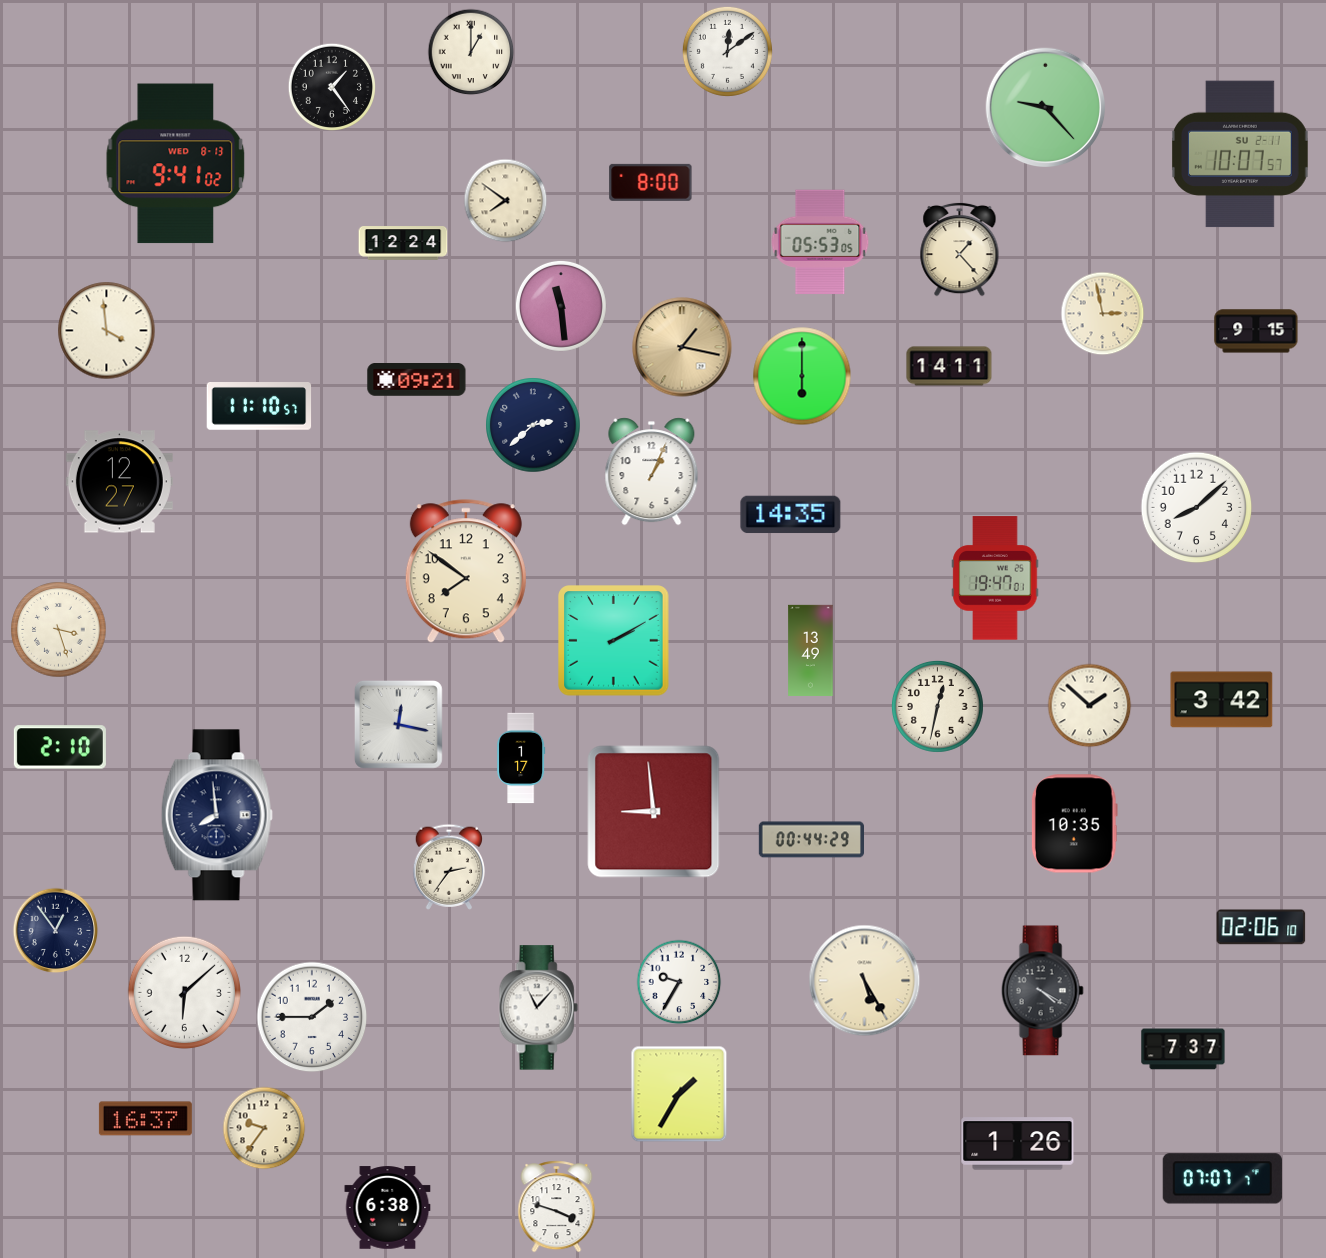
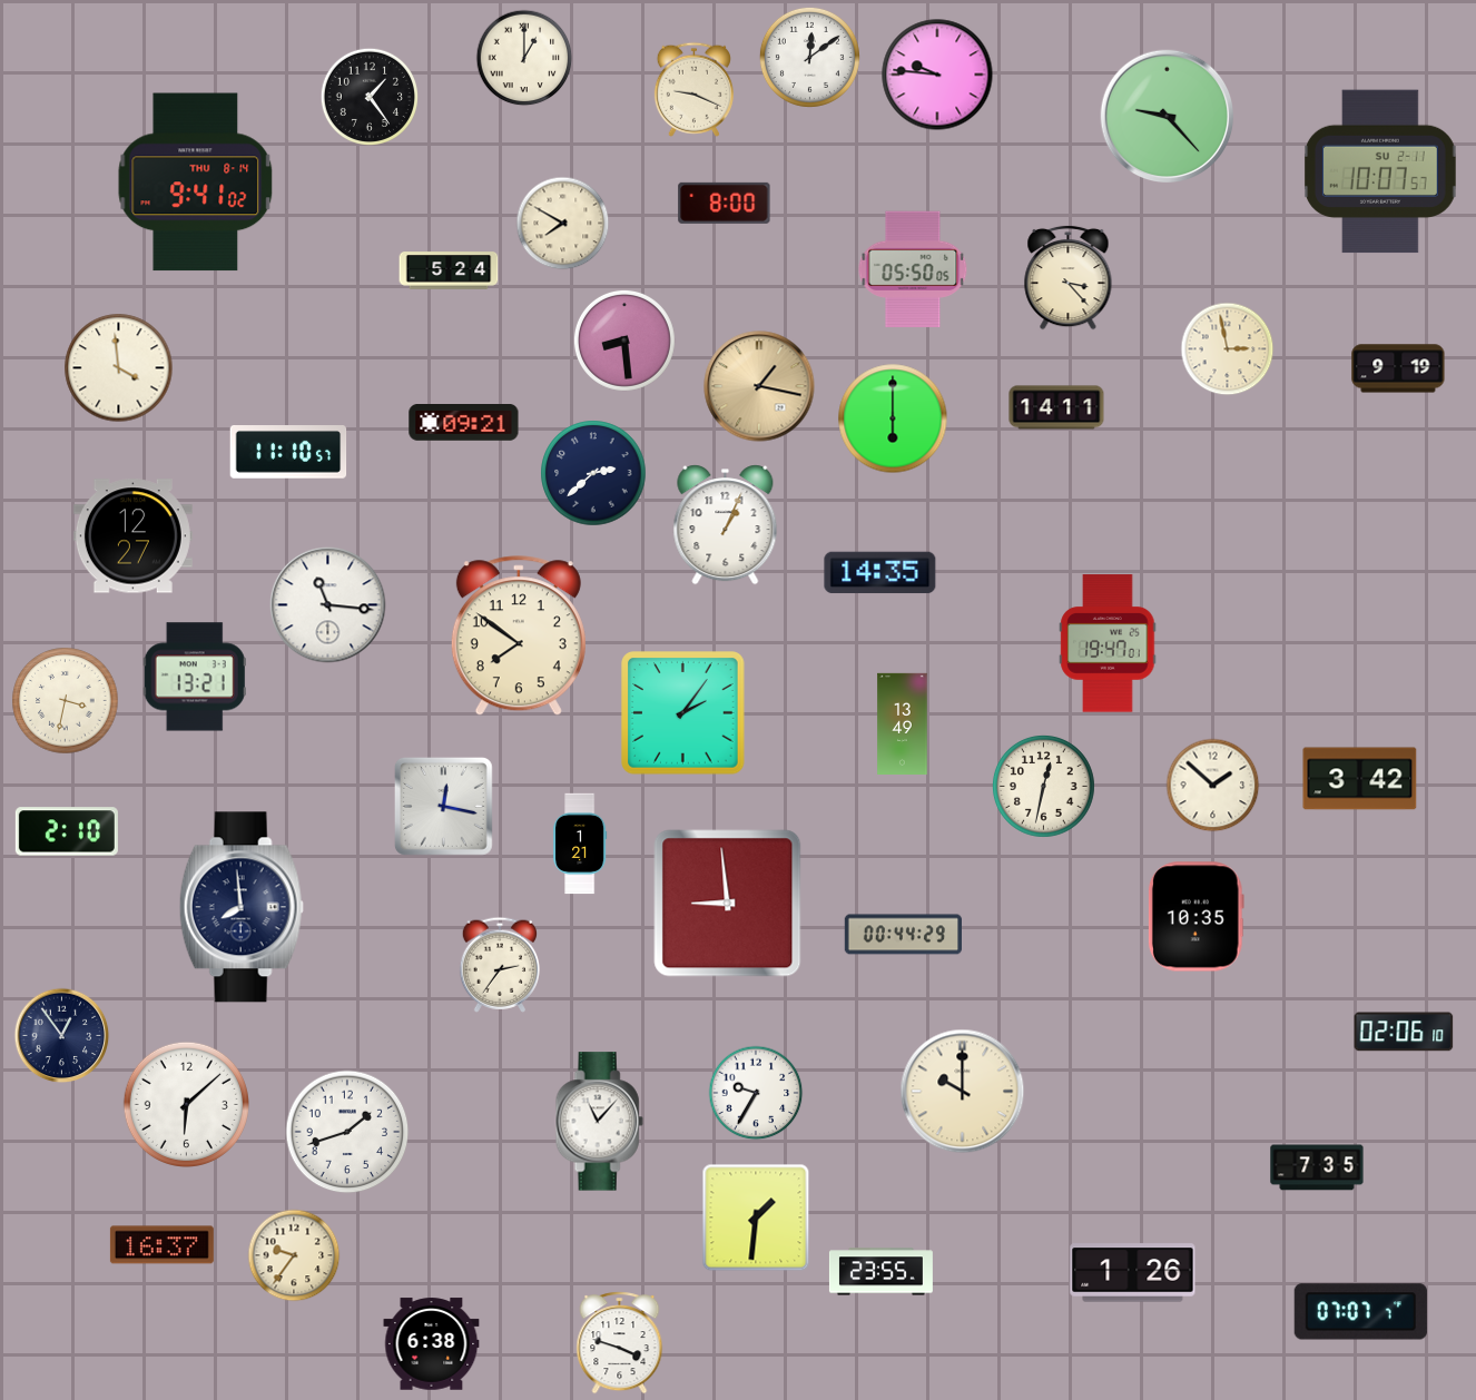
clock at (937, 75): none -> 9:46
clock at (693, 89): none -> 9:19
clock at (1046, 108) position: (1046, 108) -> (1168, 117)
clock at (176, 164) date: WED 8-13 -> THU 8-14
clock at (506, 201): 7:51 -> 7:50
clock at (820, 242): 05:53 -> 05:50
clock at (403, 243): 12:24 -> 5:24
clock at (960, 249): 1:23 -> 3:23
clock at (561, 306): 11:29 -> 8:29
clock at (1256, 331): 9:15 -> 9:19
clock at (1197, 508): 8:08 -> none
clock at (328, 605): none -> 11:16
clock at (195, 677): none -> 13:21
clock at (59, 630): 3:27 -> 3:32
clock at (614, 641): 2:10 -> 2:06
clock at (521, 758): 1:17 -> 1:21
clock at (865, 981): 5:25 -> 10:00
clock at (1042, 991): 4:20 -> none
clock at (184, 992) position: (184, 992) -> (186, 1104)
clock at (312, 1017): 1:45 -> 1:42
clock at (1183, 1049): 7:37 -> 7:35
clock at (679, 1094): 1:35 -> 1:31
clock at (880, 1272): none -> 23:55
